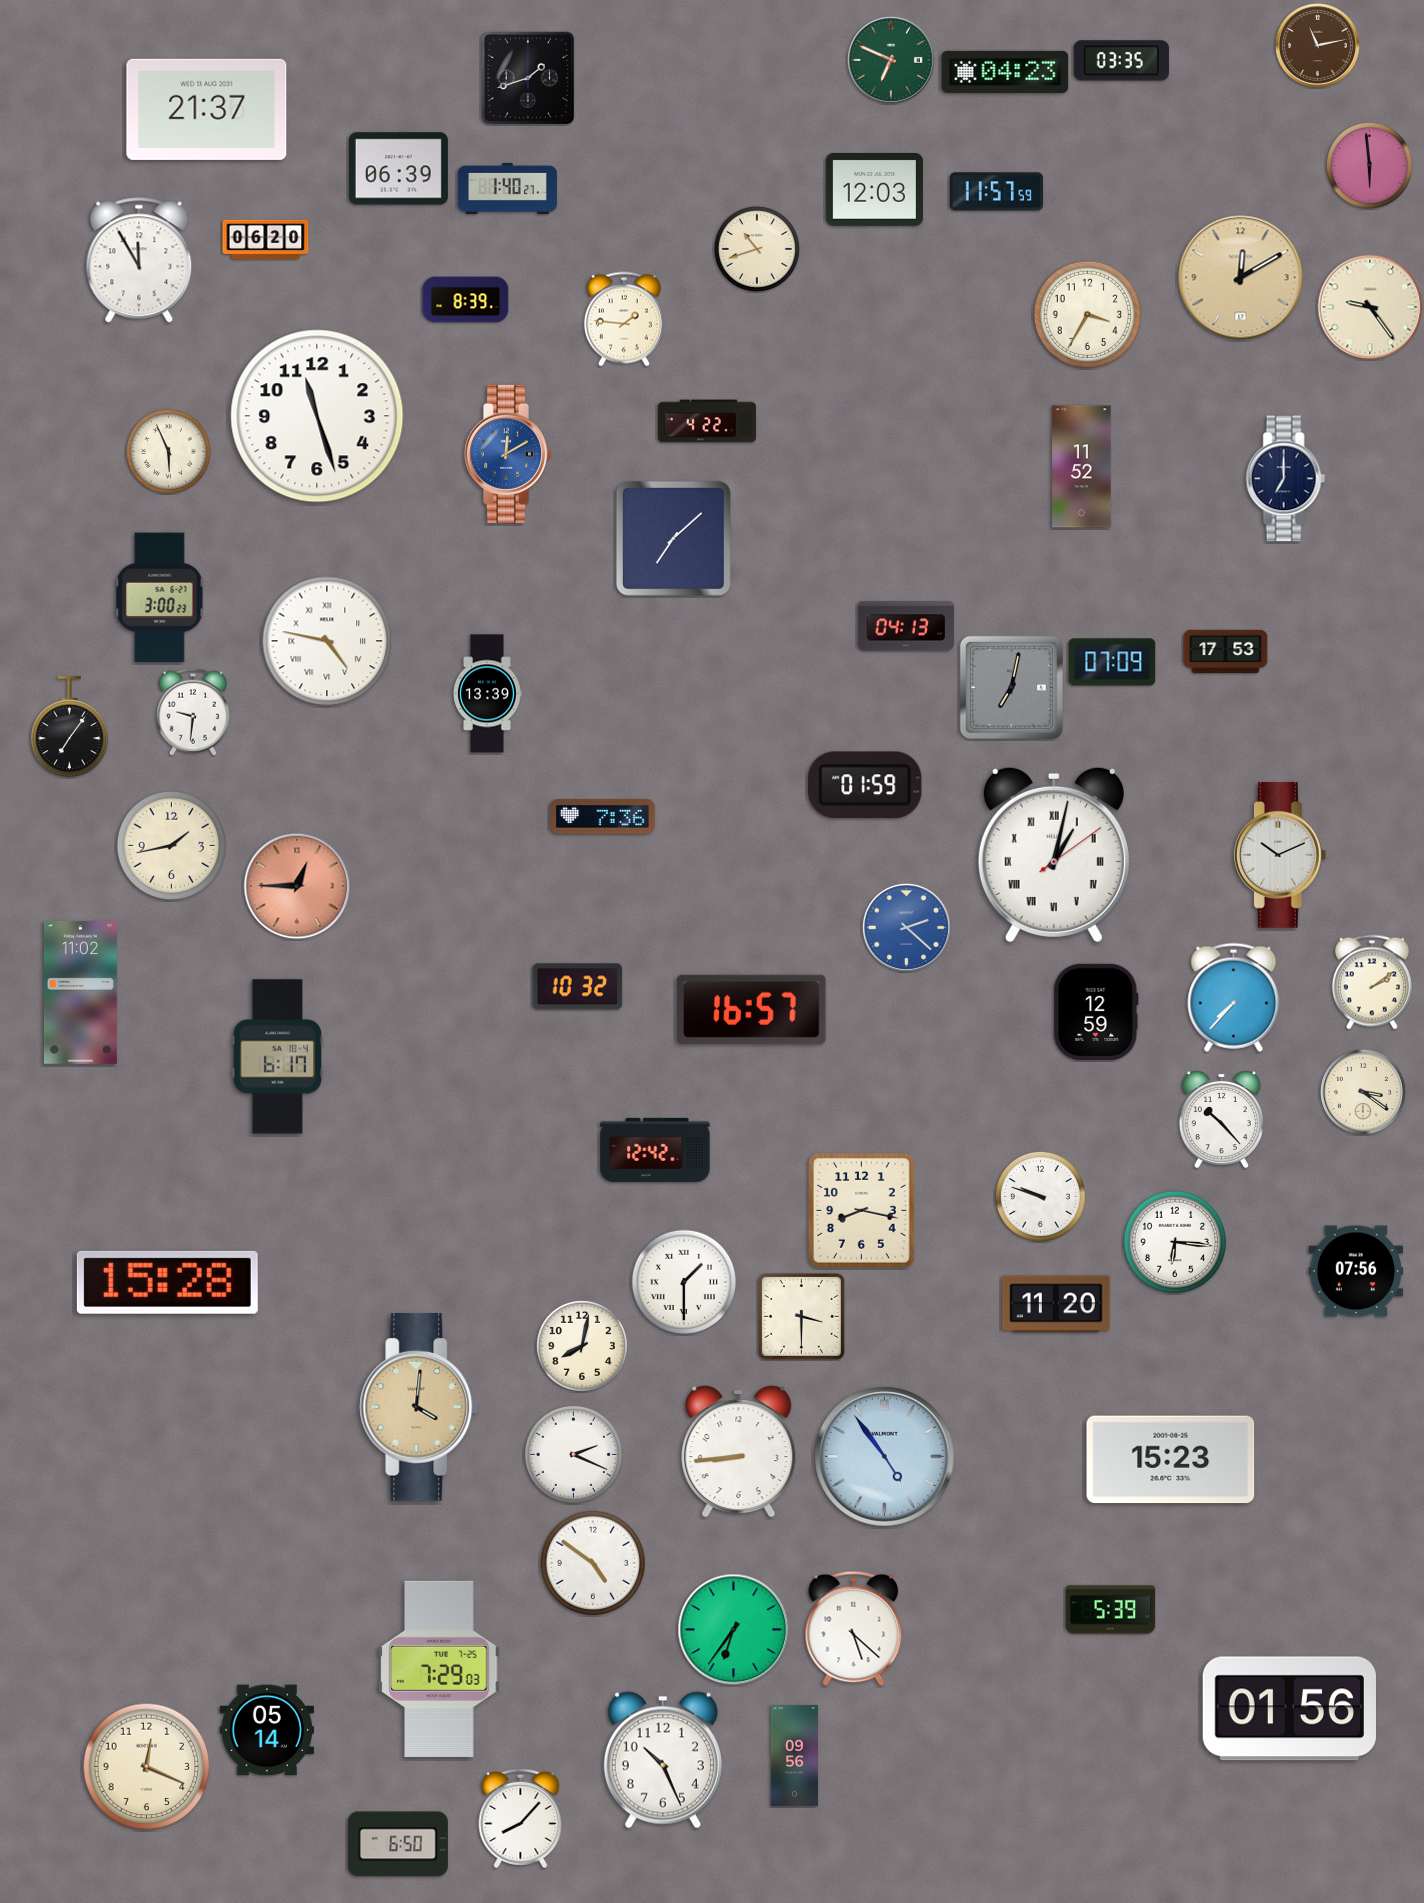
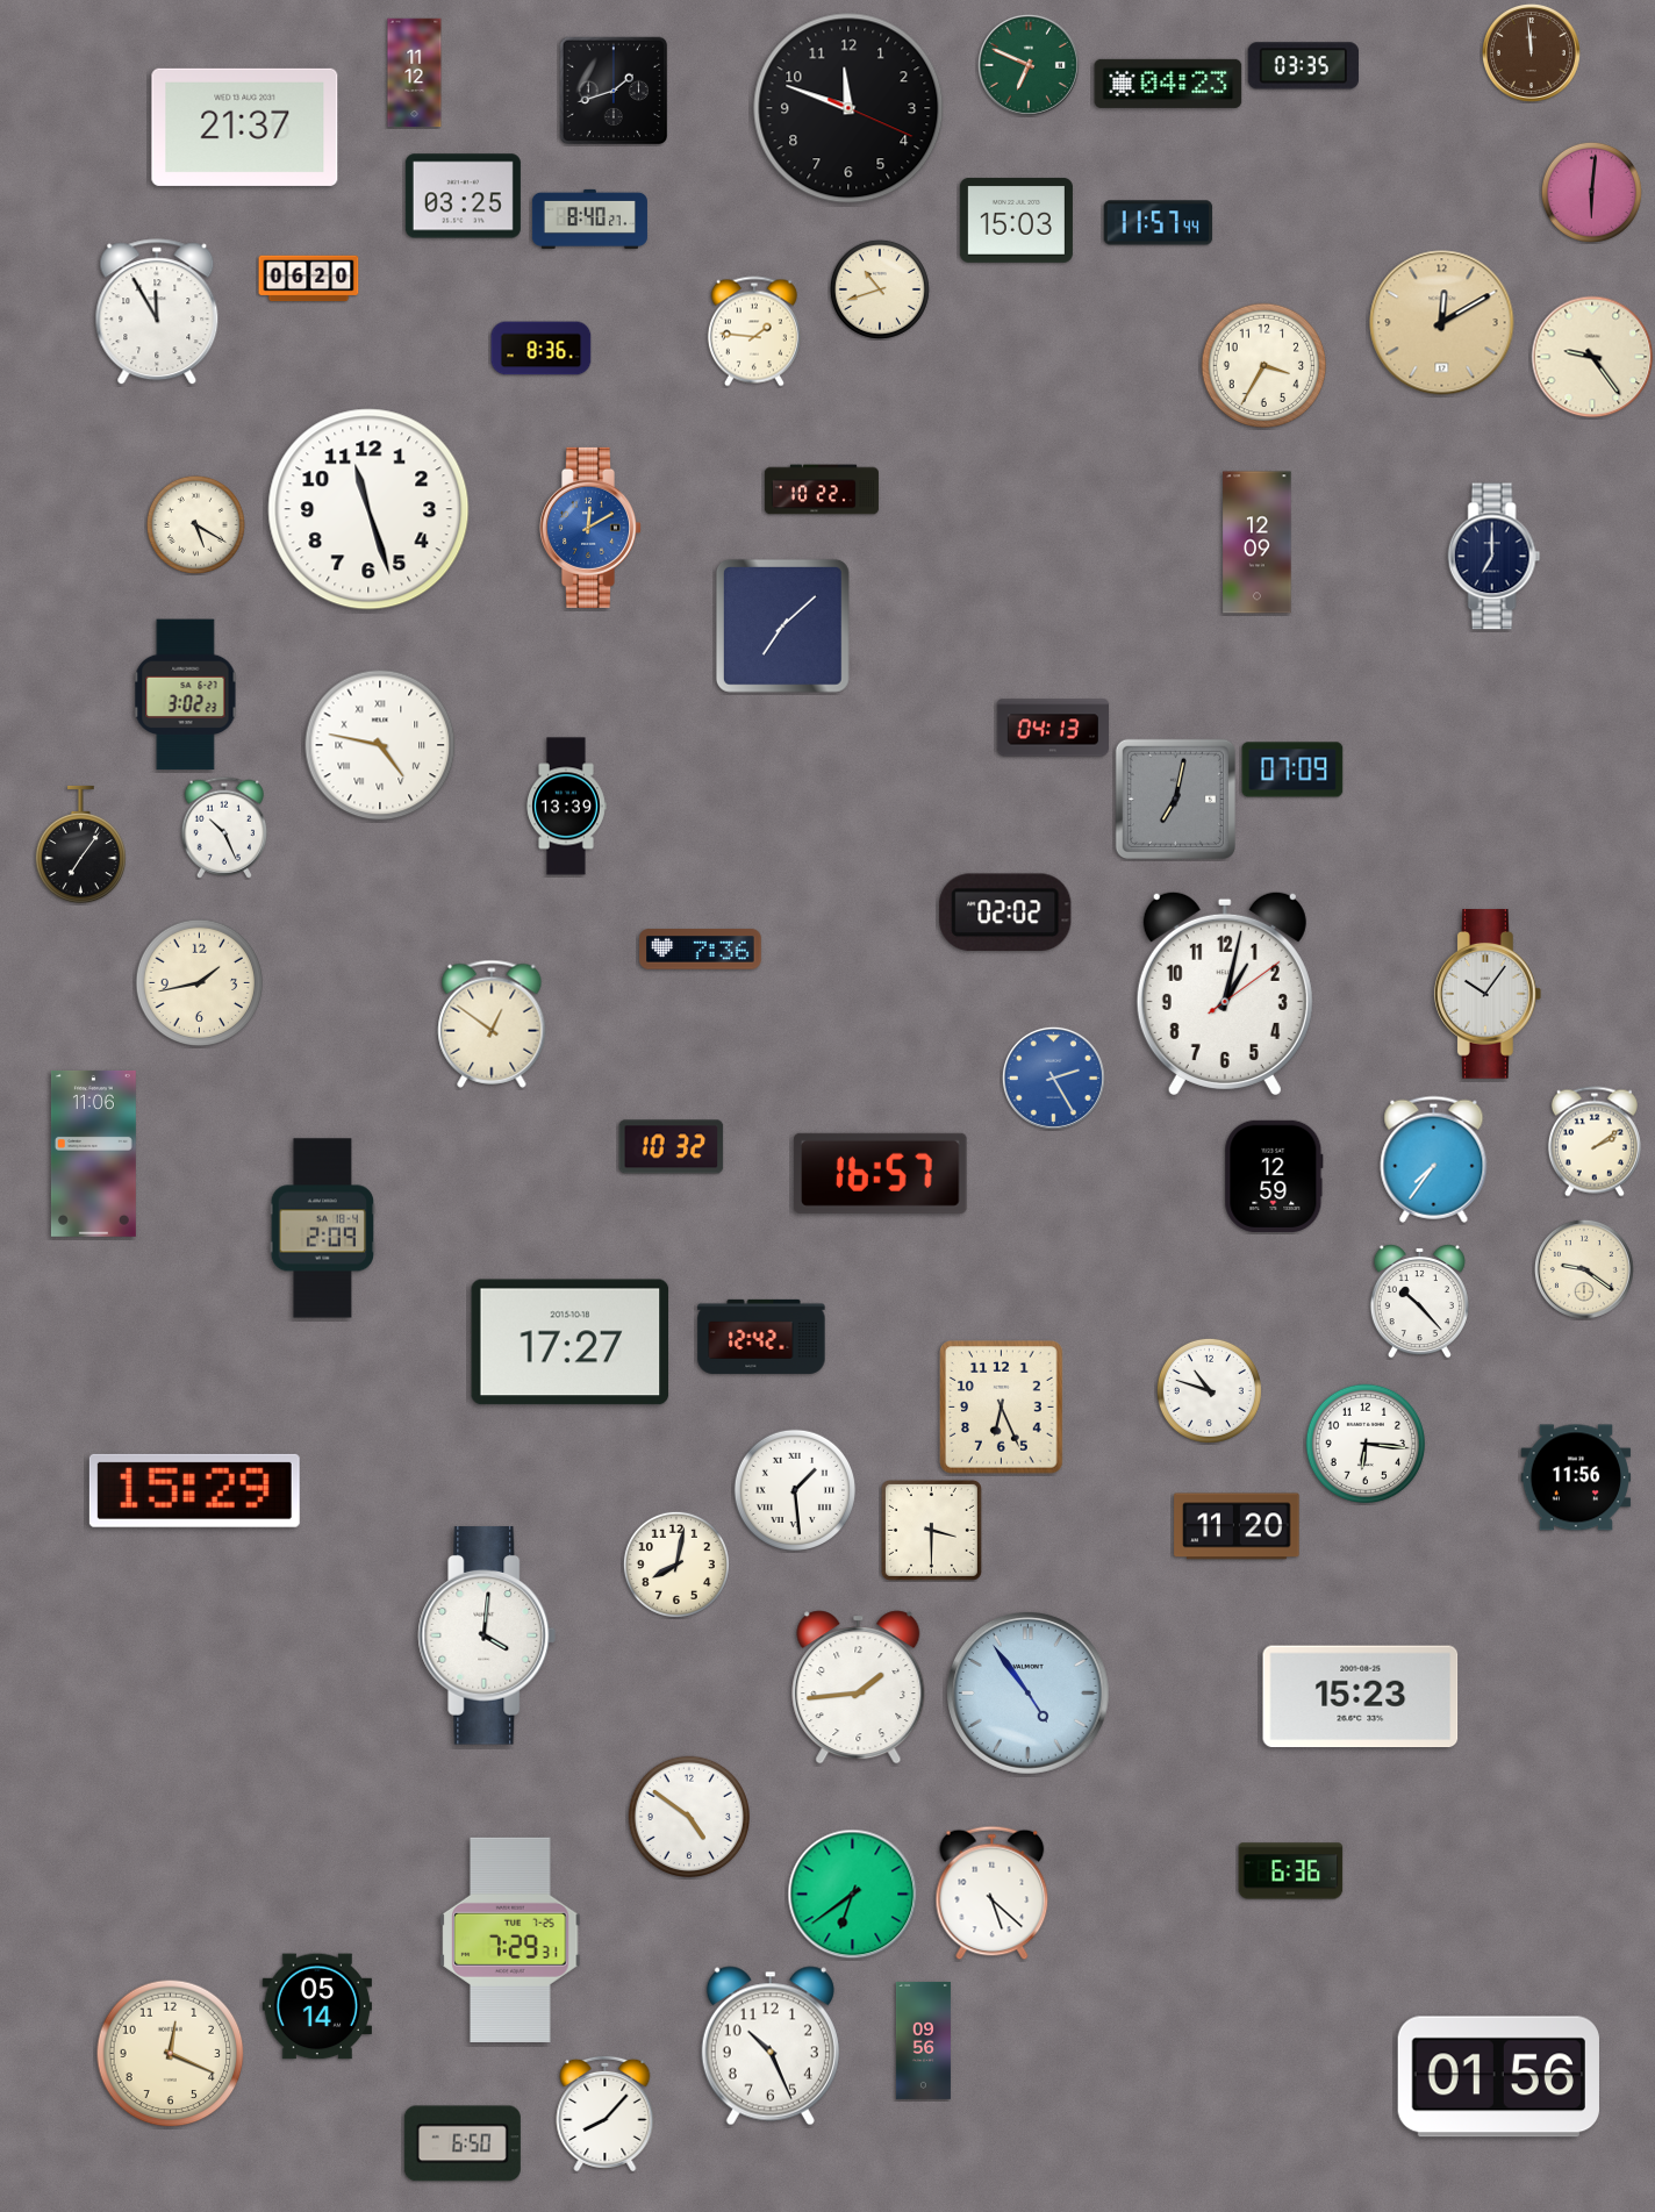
clock at (1317, 45): 11:13 -> 11:59
clock at (891, 60) position: (891, 60) -> (1029, 65)
clock at (1121, 61) position: (1121, 61) -> (1303, 66)
clock at (415, 73): none -> 11:12
clock at (848, 108): none -> 11:48
clock at (207, 109) position: (207, 109) -> (245, 127)
clock at (1369, 165): 5:59 -> 6:01
clock at (398, 169): 06:39 -> 03:25
clock at (507, 188): 1:40 -> 8:40
clock at (874, 189): 12:03 -> 15:03
clock at (997, 192): 11:57:59 -> 11:57:44
clock at (139, 261) position: (139, 261) -> (157, 313)
clock at (466, 300): 8:39 -> 8:36
clock at (624, 319) position: (624, 319) -> (754, 331)
clock at (317, 416) position: (317, 416) -> (368, 509)
clock at (707, 421): 4:22 -> 10:22
clock at (168, 451): 5:56 -> 5:20
clock at (1082, 467): 11:52 -> 12:09
clock at (160, 598): 3:00 -> 3:02
clock at (1226, 652): 17:53 -> none
clock at (192, 712): 9:31 -> 10:26
clock at (865, 784): 01:59 -> 02:02
clock at (1054, 854) numerals: Roman -> Arabic
clock at (1280, 855): 10:11 -> 10:06
clock at (492, 1024): none -> 12:51
clock at (297, 886): 12:45 -> none
clock at (906, 927): 2:22 -> 2:25
clock at (80, 992): 11:02 -> 11:06
clock at (1234, 997): 7:37 -> 7:36
clock at (752, 1009) position: (752, 1009) -> (881, 1173)
clock at (277, 1057): 6:17 -> 2:09
clock at (1363, 1092): 3:21 -> 9:21
clock at (571, 1343): none -> 17:27
clock at (1040, 1196): 9:48 -> 10:48
clock at (862, 1211): 8:17 -> 6:26
clock at (1356, 1271): 07:56 -> 11:56
clock at (683, 1281): 1:30 -> 1:29
clock at (167, 1282): 15:28 -> 15:29
clock at (1056, 1304) position: (1056, 1304) -> (1237, 1526)
clock at (419, 1407) dial: champagne -> white
clock at (739, 1452): 8:44 -> 1:44
clock at (573, 1454): 2:19 -> none
clock at (1111, 1610): 5:39 -> 6:36
clock at (734, 1630): 6:36 -> 6:39
clock at (439, 1669): 7:29:03 -> 7:29:31
clock at (1289, 1709) position: (1289, 1709) -> (1498, 2077)
clock at (266, 1730) position: (266, 1730) -> (316, 2006)
